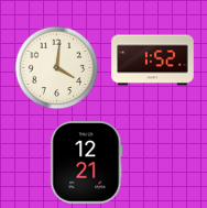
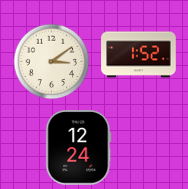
clock at (57, 68): 4:01 -> 3:09
clock at (87, 163): 12:21 -> 12:24
